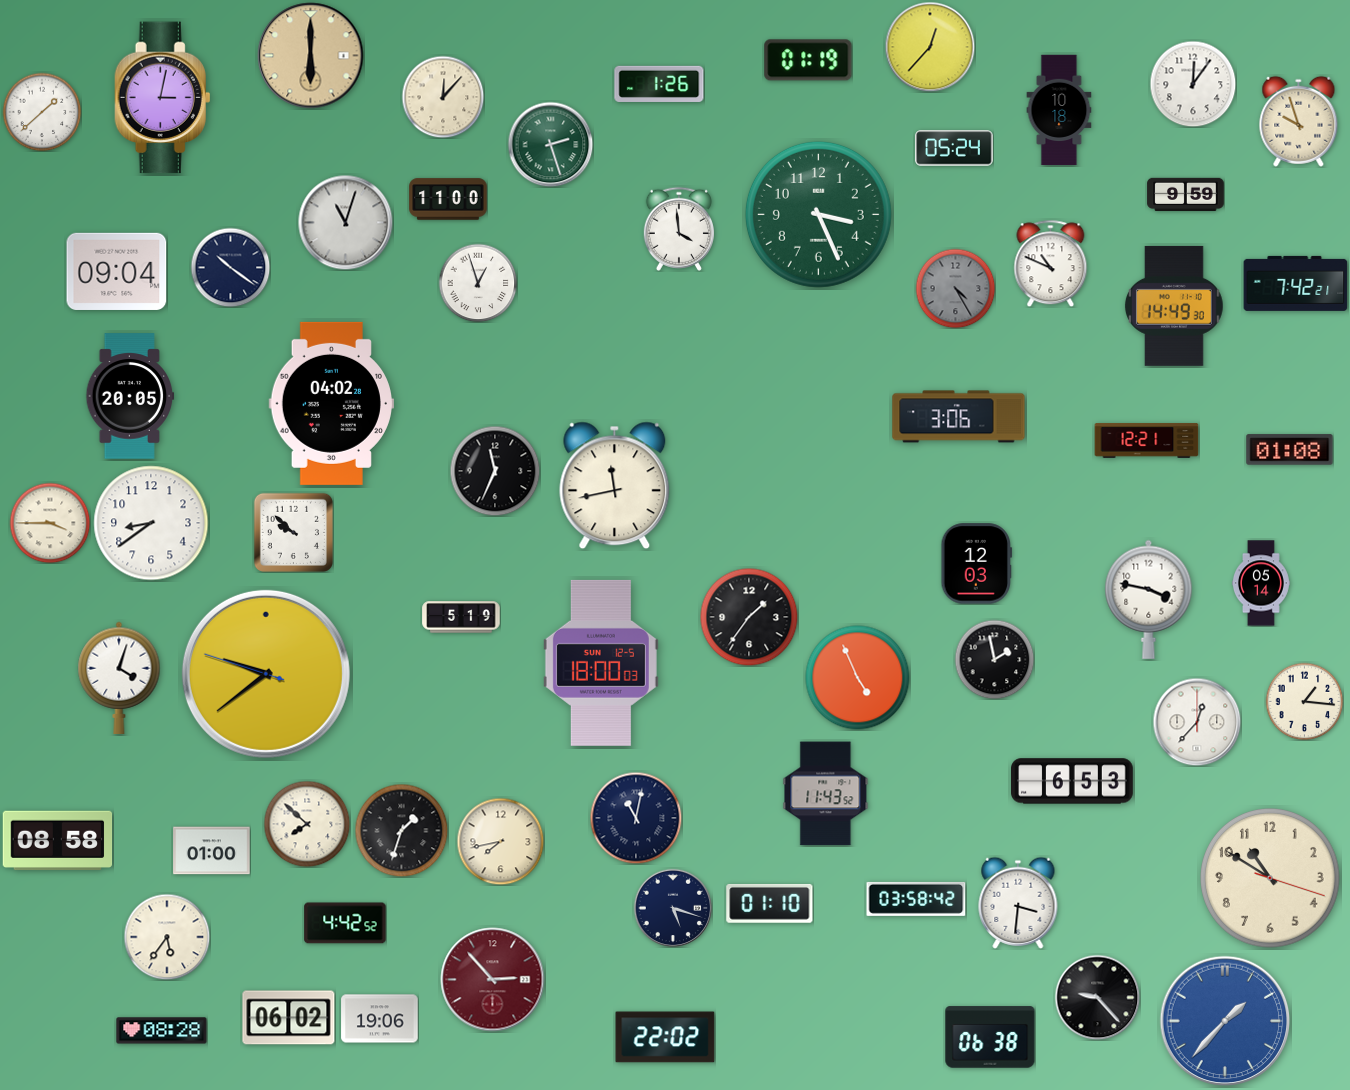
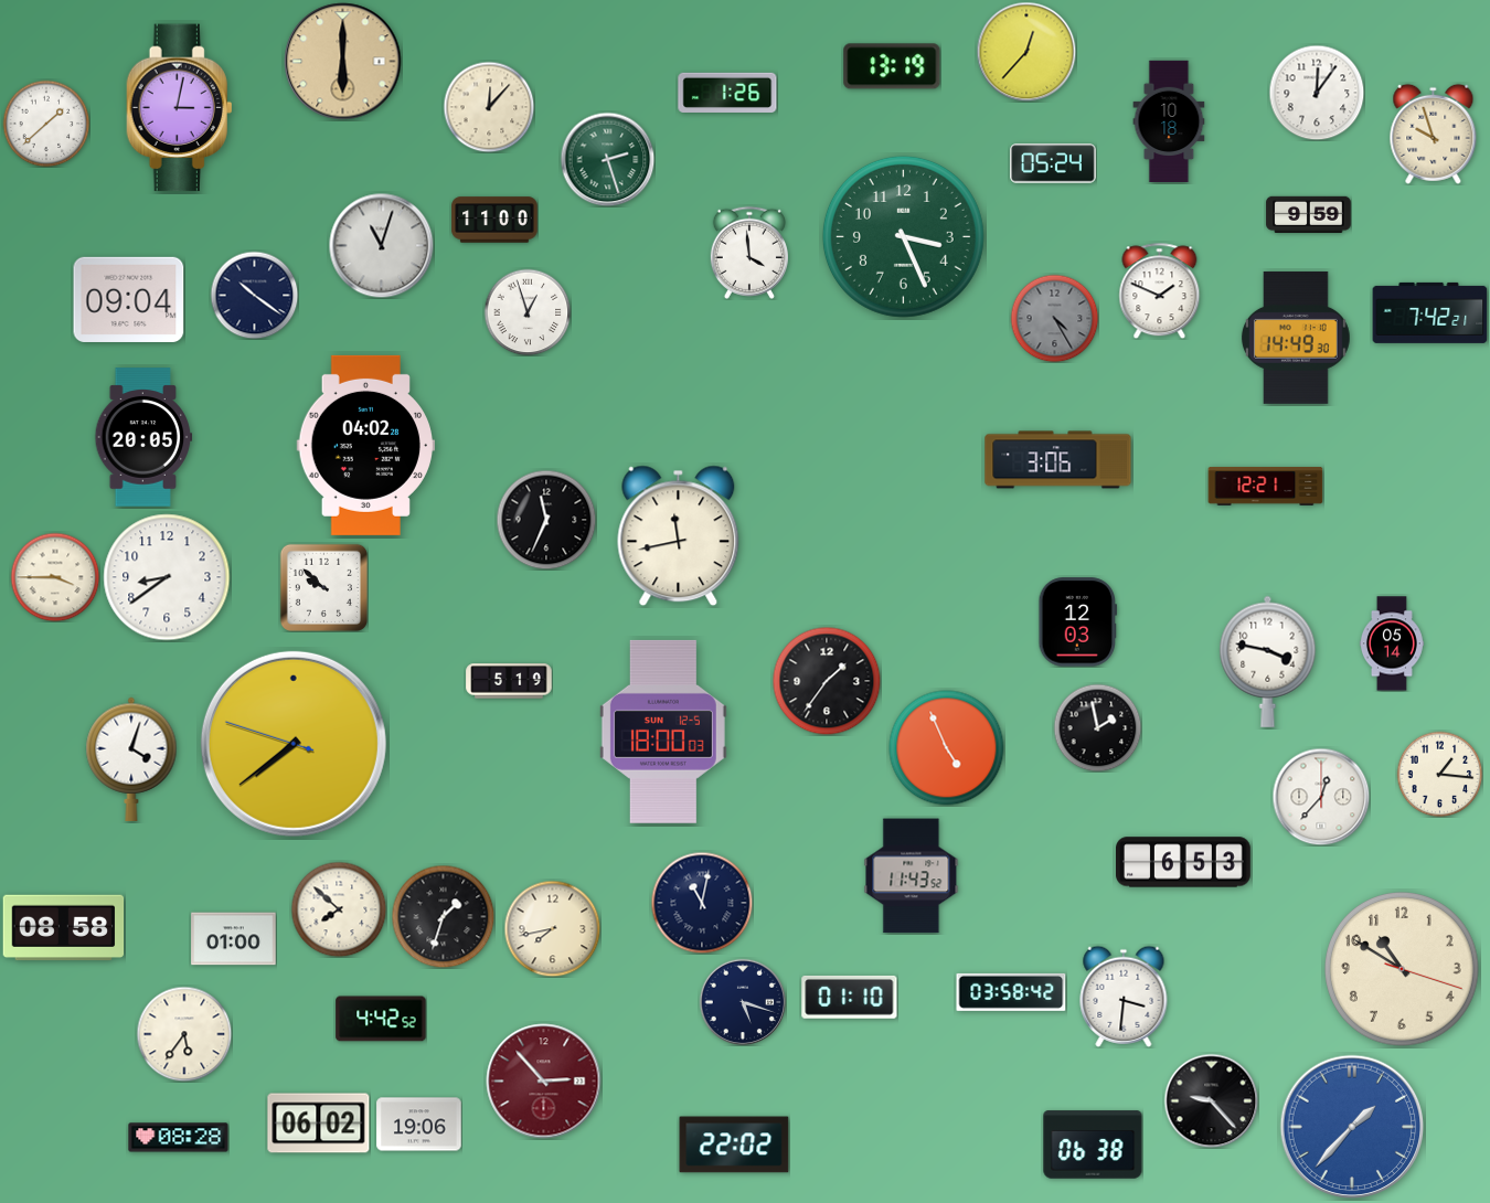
clock at (808, 60): 01:19 -> 13:19
clock at (1051, 263): 10:49 -> 1:49
clock at (1290, 450): 01:08 -> none
clock at (266, 674): 9:38 -> 7:38
clock at (119, 678) position: (119, 678) -> (131, 759)
